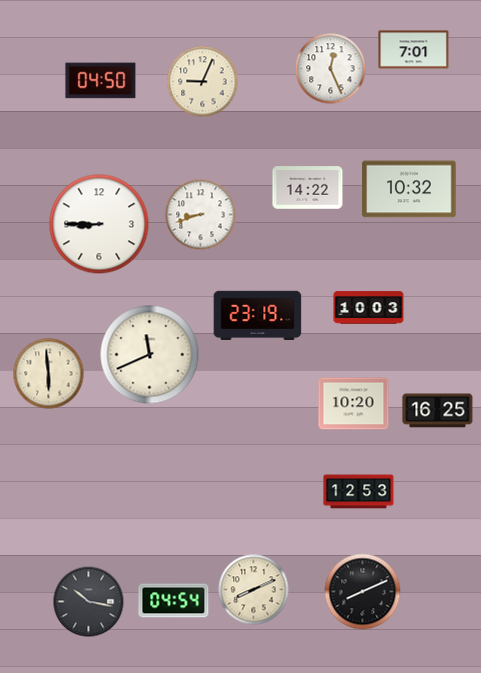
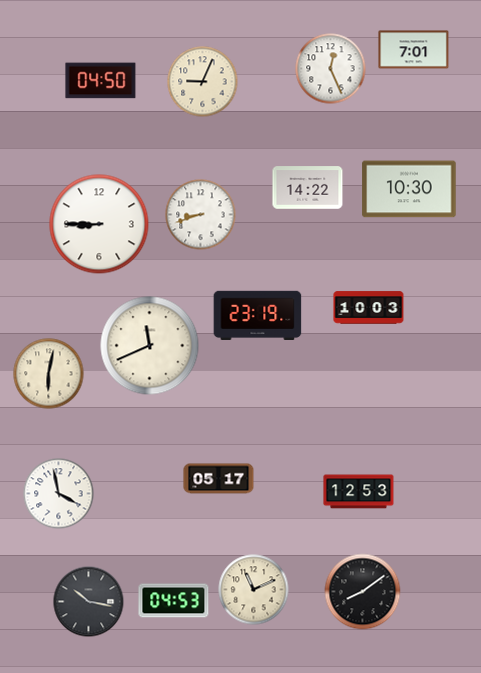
clock at (409, 189): 10:32 -> 10:30
clock at (150, 355) position: (150, 355) -> (150, 346)
clock at (49, 374): 5:59 -> 6:02
clock at (354, 404): 10:20 -> none
clock at (438, 411): 16:25 -> none
clock at (219, 479): none -> 05:17
clock at (59, 494): none -> 3:58
clock at (254, 590): 8:11 -> 11:11
clock at (363, 592): 8:11 -> 8:09
clock at (174, 601): 04:54 -> 04:53
